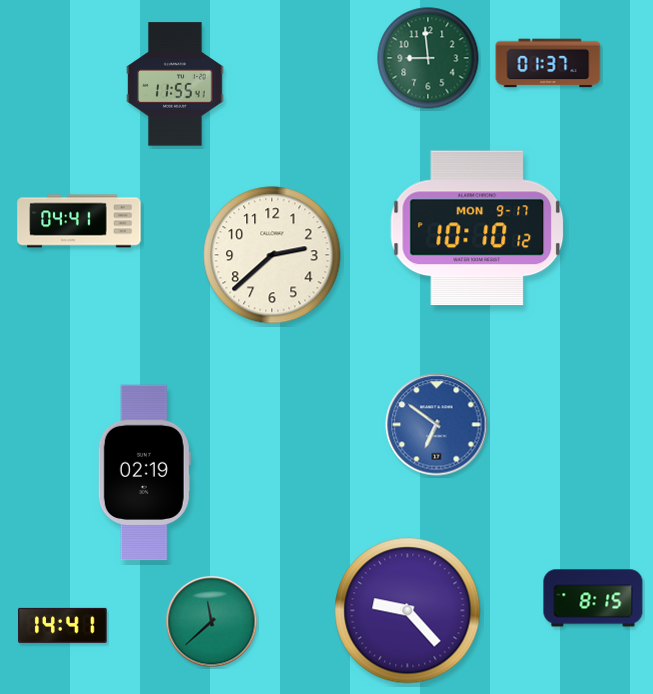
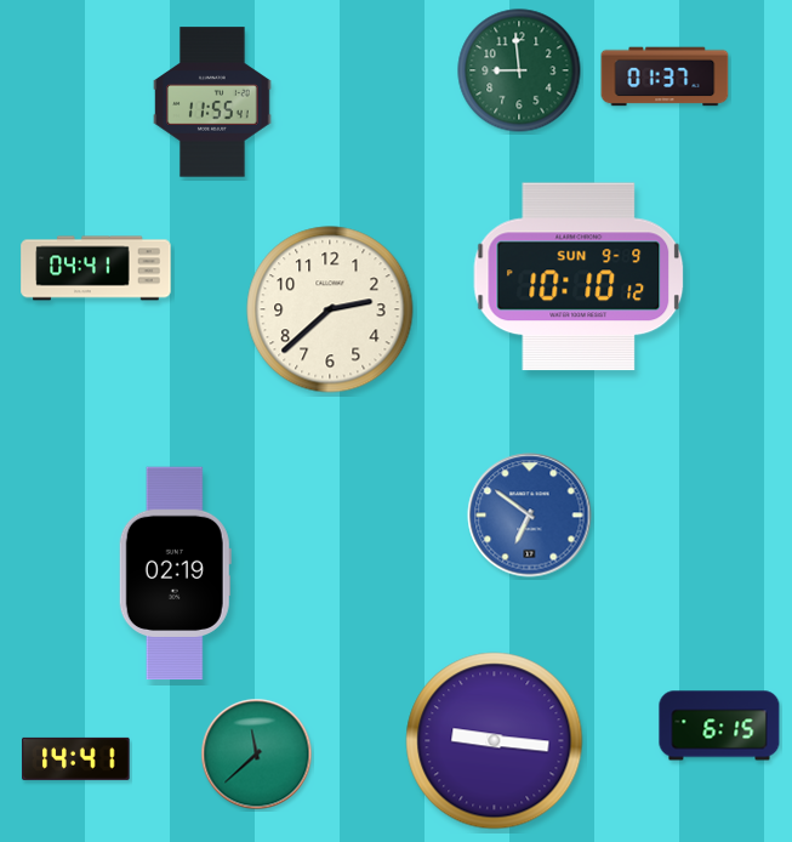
clock at (477, 228) date: MON 9-17 -> SUN 9-9
clock at (593, 598): 8:15 -> 6:15
clock at (408, 611): 9:23 -> 9:16
